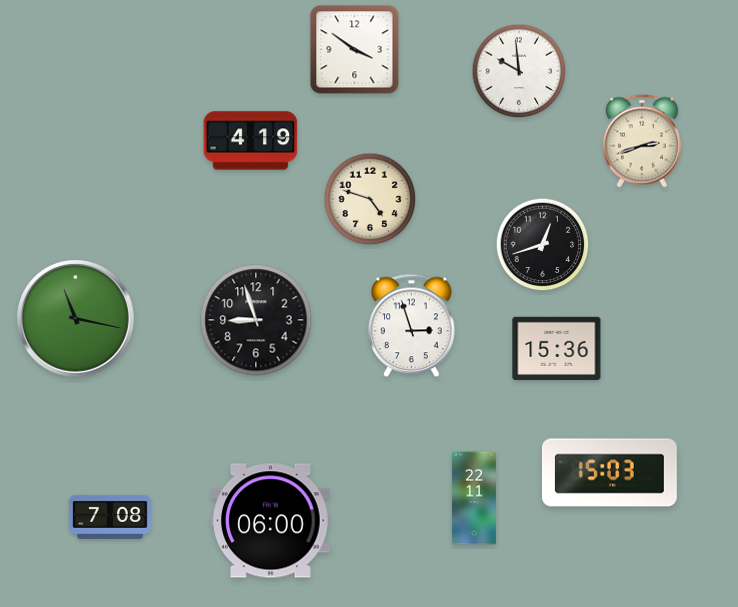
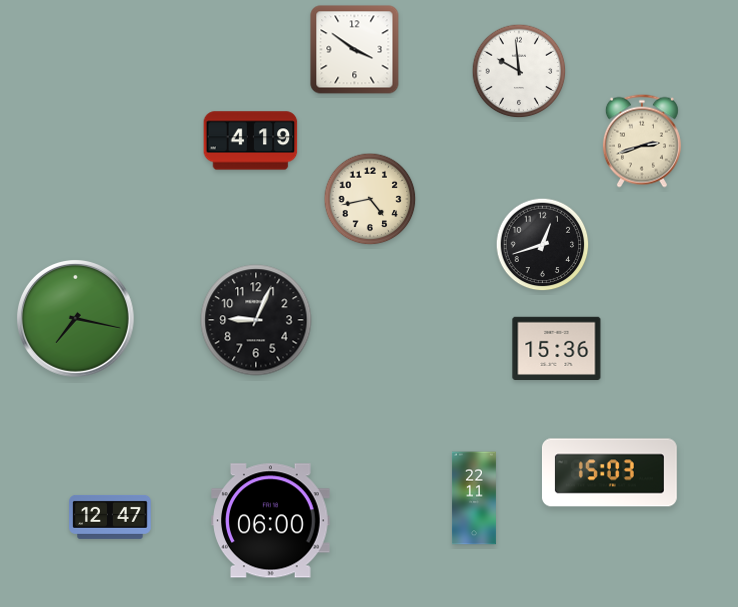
clock at (370, 199): 4:48 -> 4:43
clock at (76, 319): 11:17 -> 7:17
clock at (256, 320): 8:57 -> 9:04
clock at (412, 326): 2:57 -> none
clock at (110, 517): 7:08 -> 12:47
